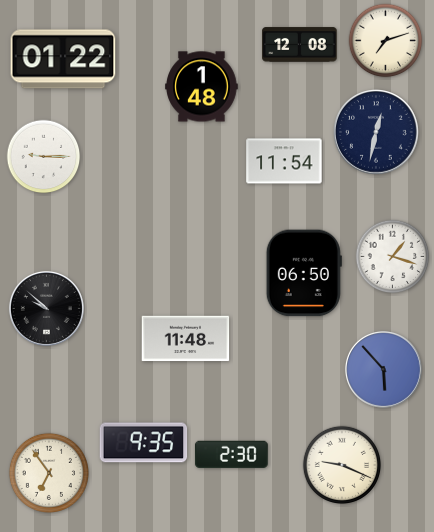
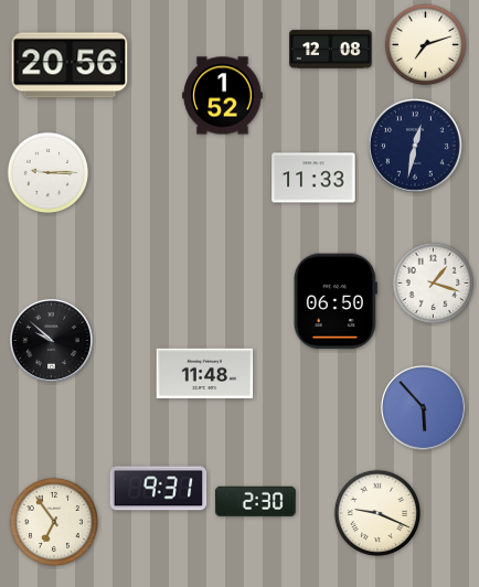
clock at (63, 59): 01:22 -> 20:56
clock at (202, 87): 1:48 -> 1:52
clock at (284, 161): 11:54 -> 11:33
clock at (144, 443): 9:35 -> 9:31
